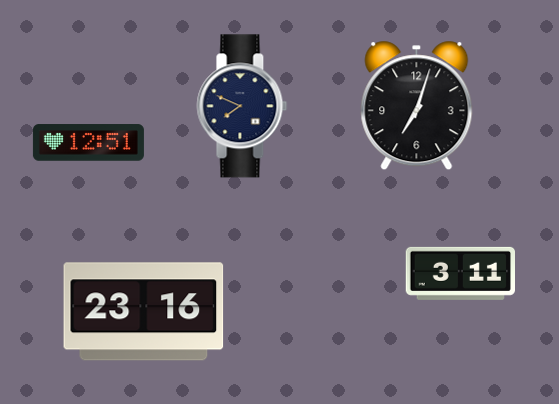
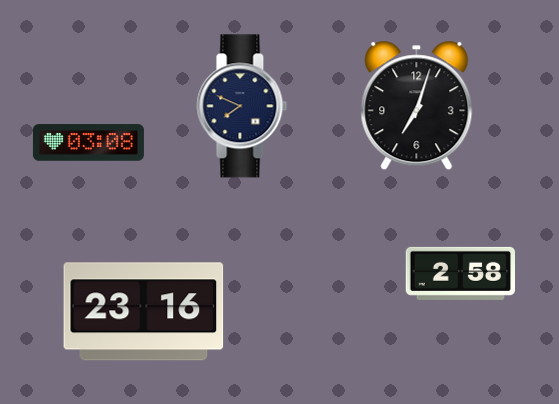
clock at (88, 143): 12:51 -> 03:08
clock at (460, 273): 3:11 -> 2:58
